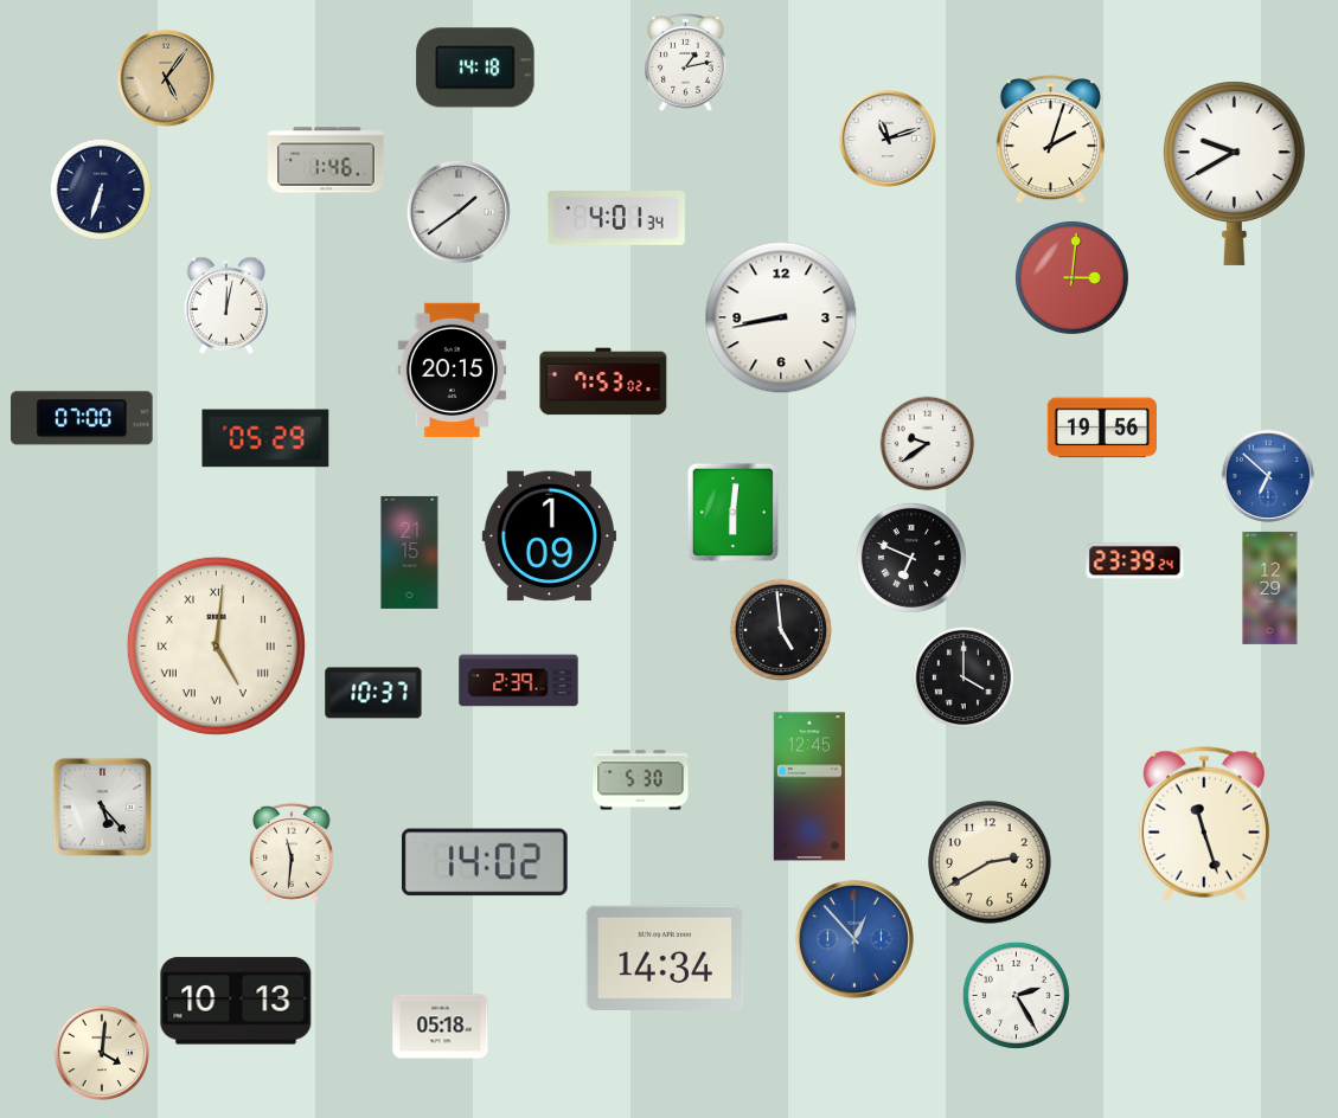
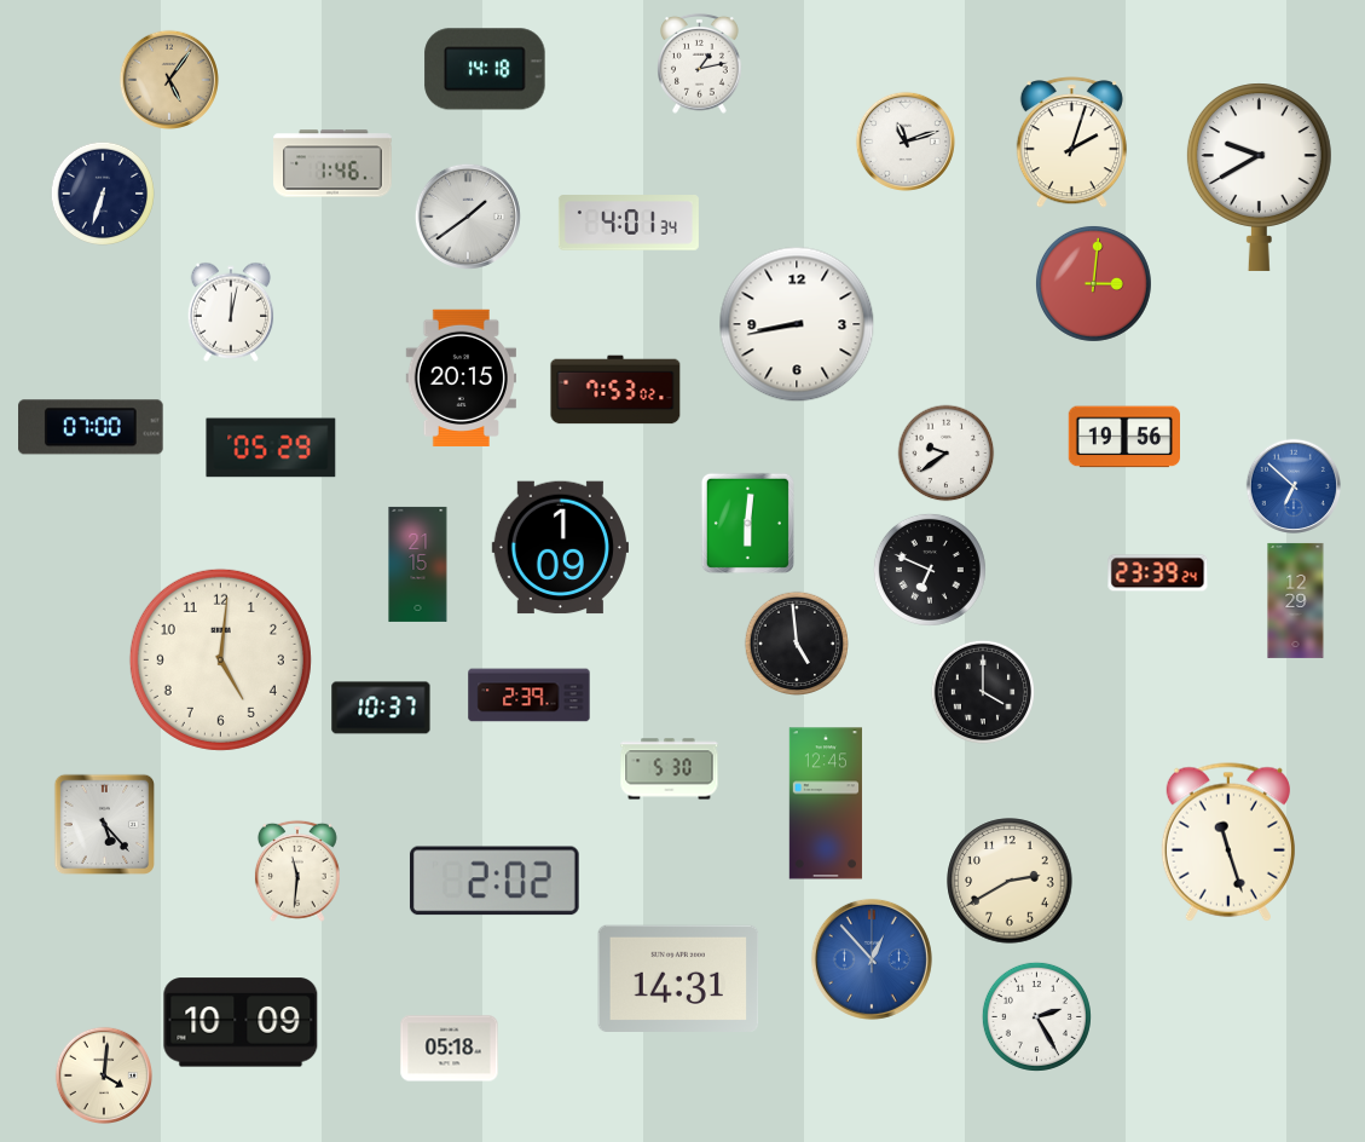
clock at (82, 418) position: (82, 418) -> (91, 427)
clock at (216, 645) numerals: Roman -> Arabic
clock at (641, 780) position: (641, 780) -> (670, 769)
clock at (485, 862): 14:02 -> 2:02
clock at (665, 957): 14:34 -> 14:31
clock at (236, 1001): 10:13 -> 10:09
